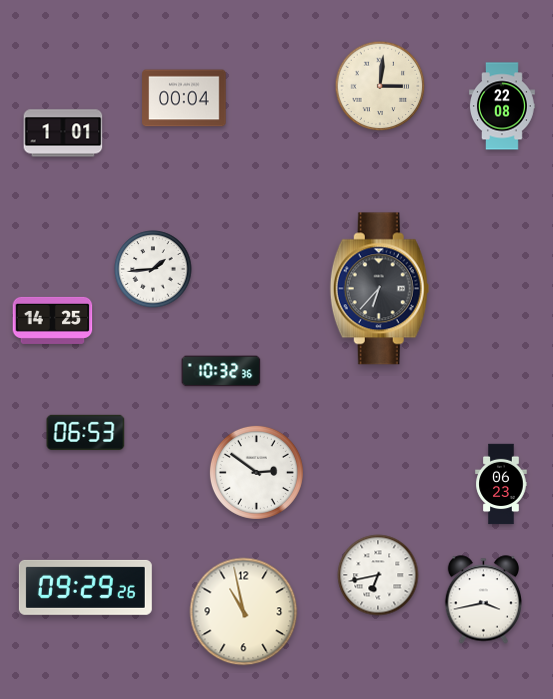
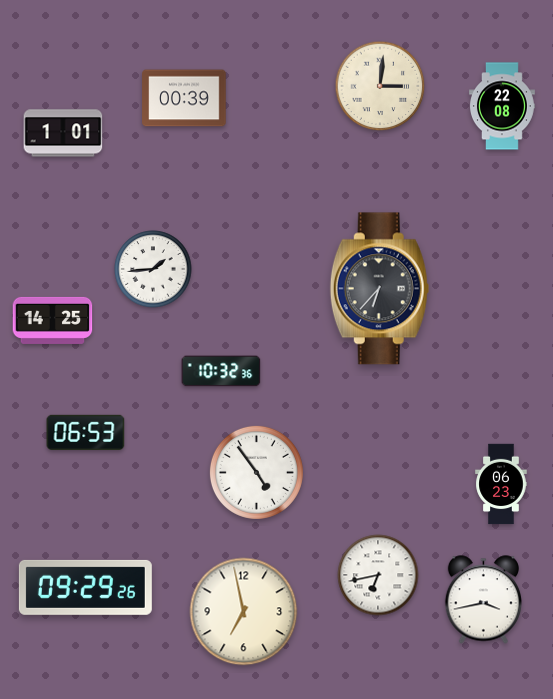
clock at (184, 98): 00:04 -> 00:39
clock at (256, 472): 2:51 -> 4:54
clock at (244, 612): 10:58 -> 6:58
